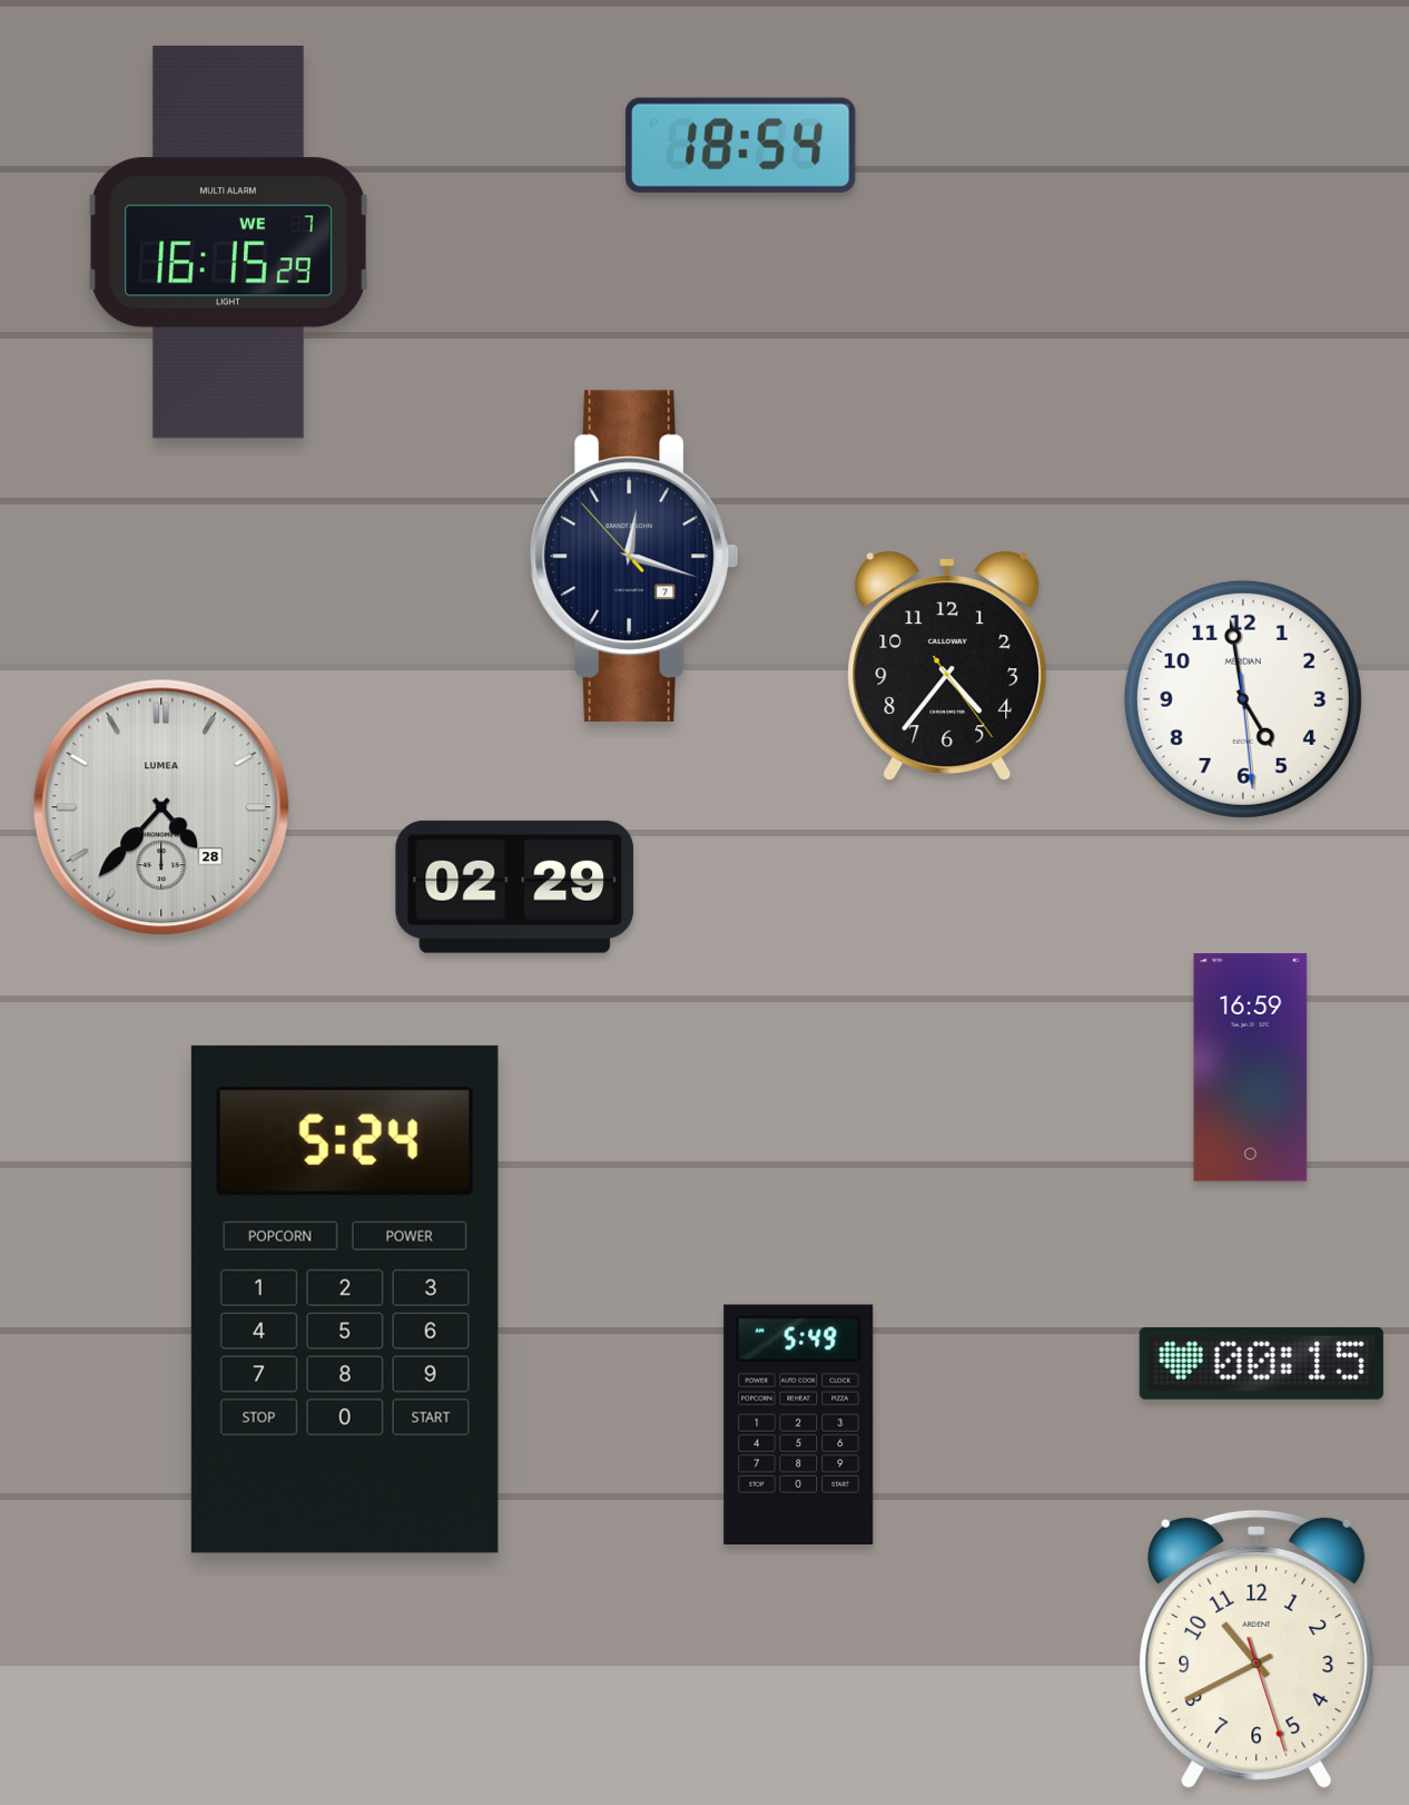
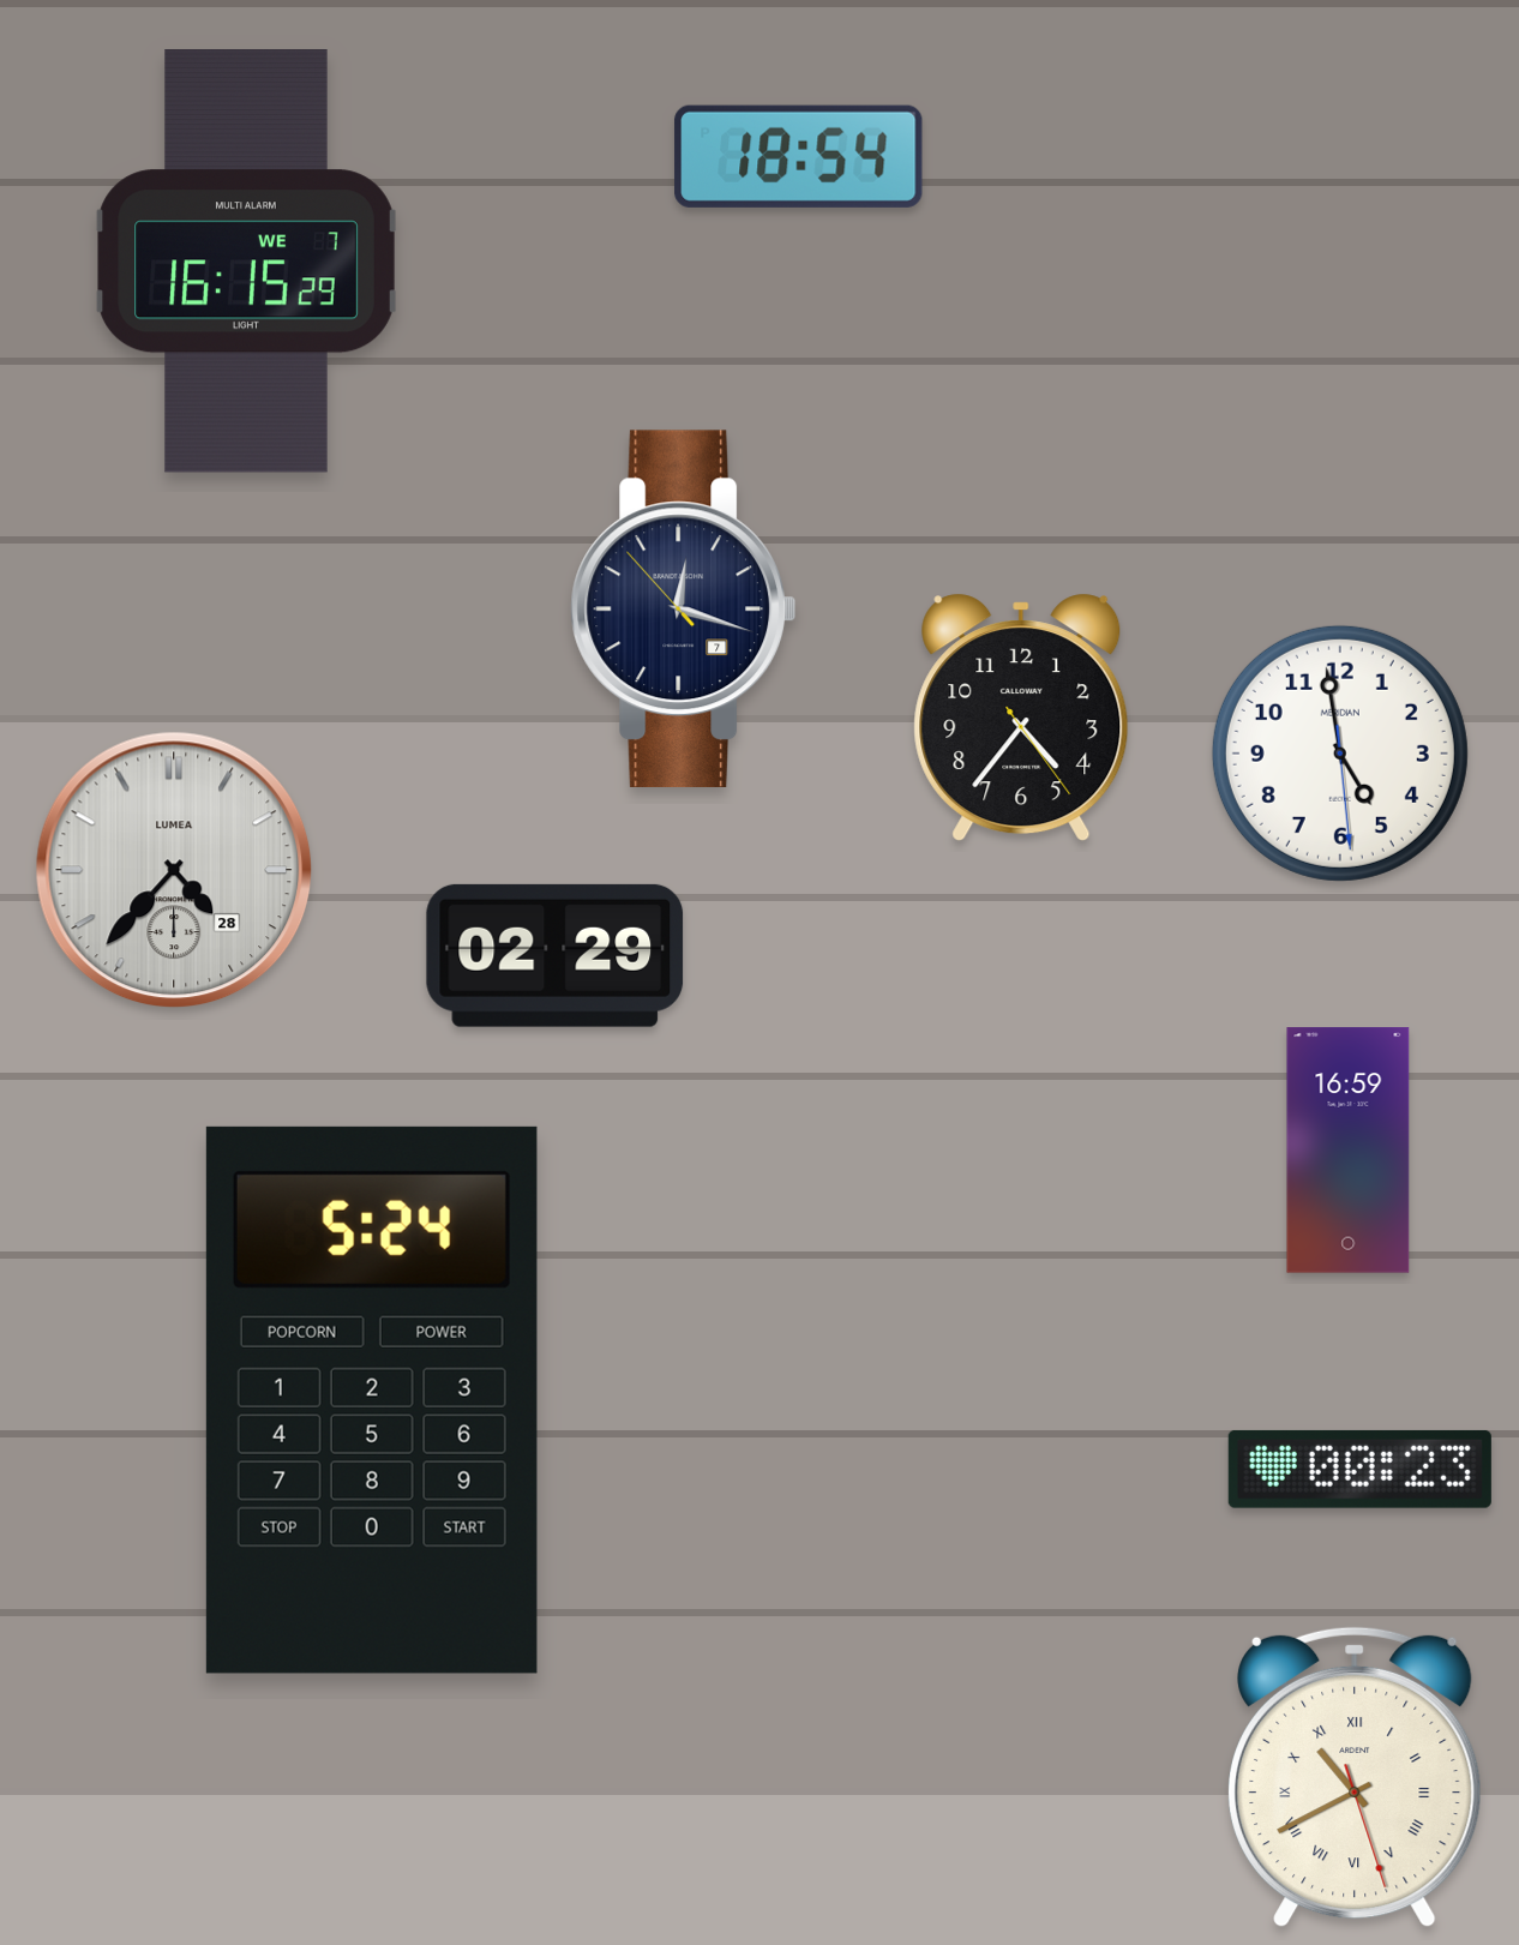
clock at (634, 557) position: (634, 557) -> (684, 610)
clock at (1261, 1363): 00:15 -> 00:23
clock at (799, 1424): 5:49 -> none
clock at (1257, 1649) numerals: Arabic -> Roman
